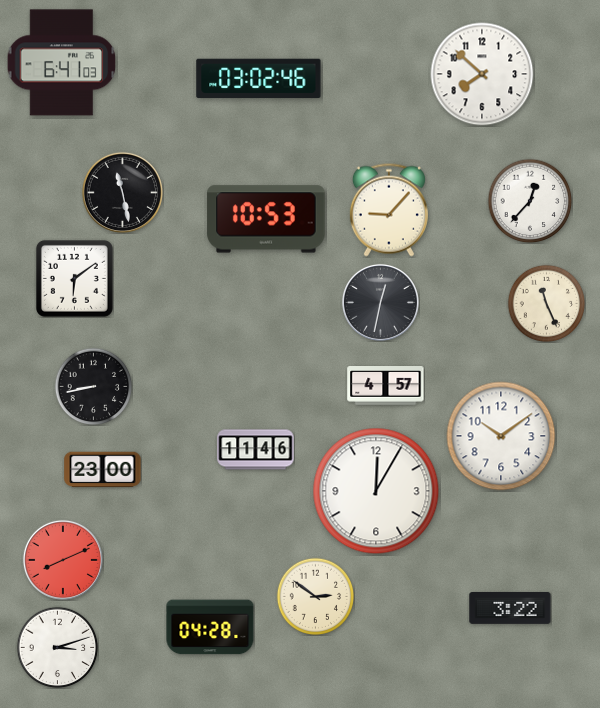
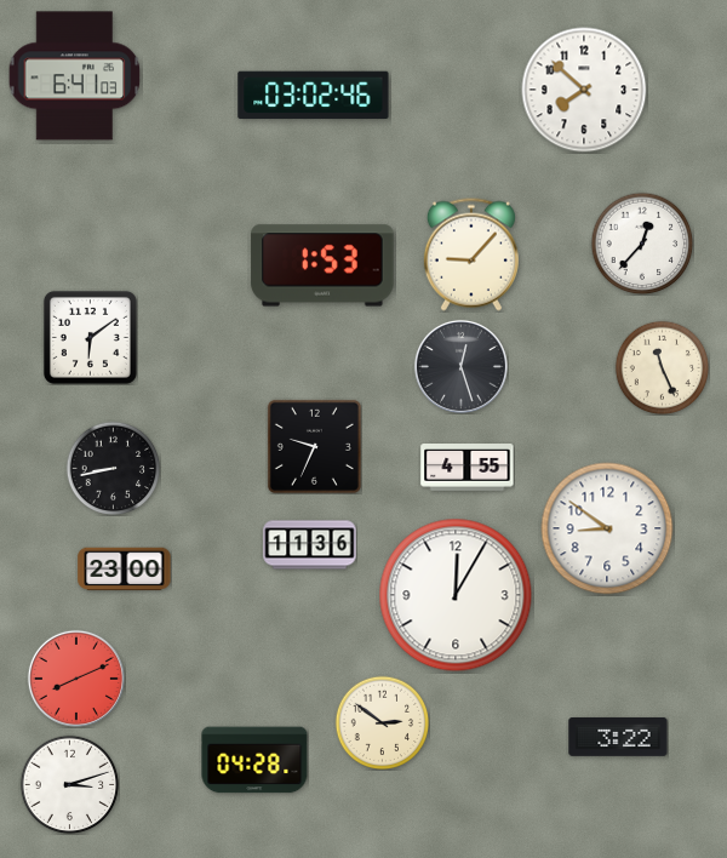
clock at (122, 192): 11:28 -> none
clock at (266, 219): 10:53 -> 1:53
clock at (380, 302): 12:32 -> 12:27
clock at (314, 446): none -> 9:34
clock at (386, 386): 4:57 -> 4:55
clock at (501, 436): 10:09 -> 8:51
clock at (256, 450): 11:46 -> 11:36
